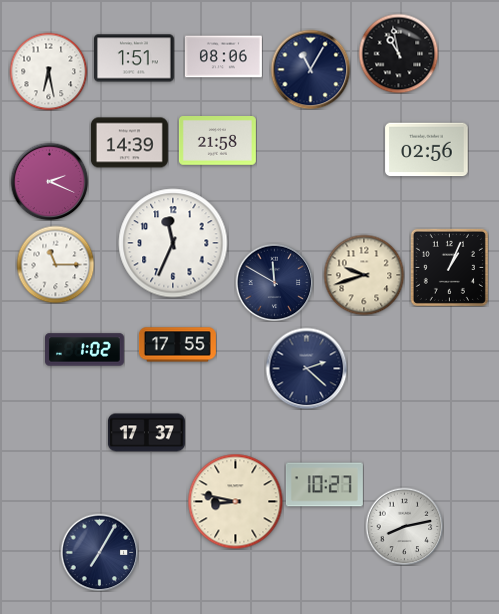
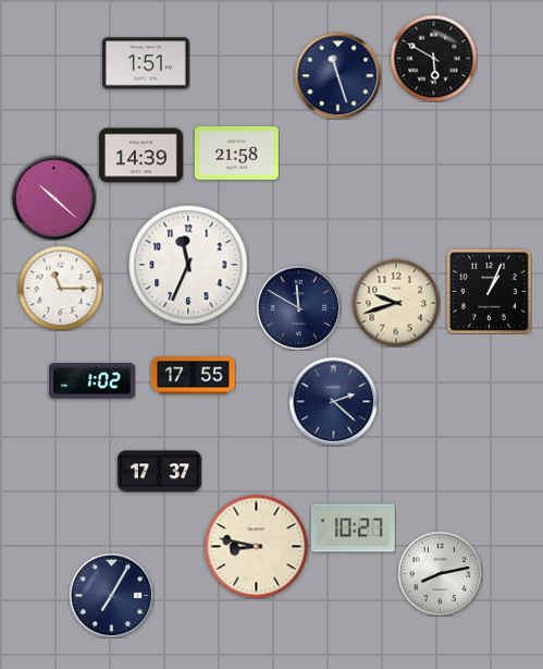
clock at (398, 53): 10:58 -> 5:50
clock at (223, 57): 08:06 -> none
clock at (310, 69): 11:05 -> 11:27
clock at (48, 71): 6:28 -> none
clock at (427, 150): 02:56 -> none
clock at (49, 181): 2:19 -> 10:22
clock at (364, 275) position: (364, 275) -> (396, 303)
clock at (99, 552) position: (99, 552) -> (111, 595)
